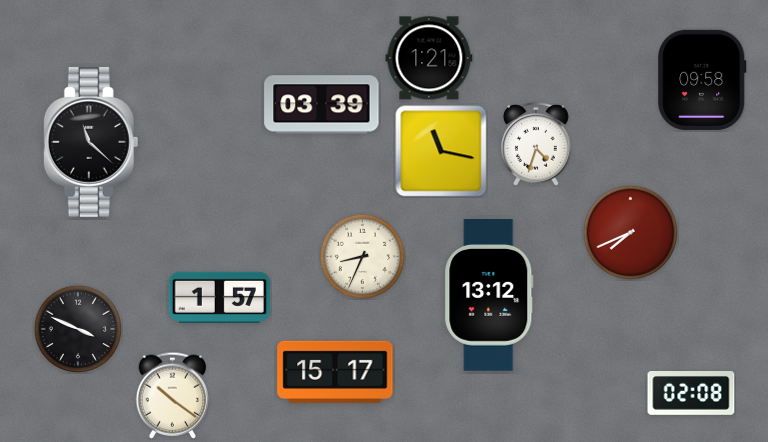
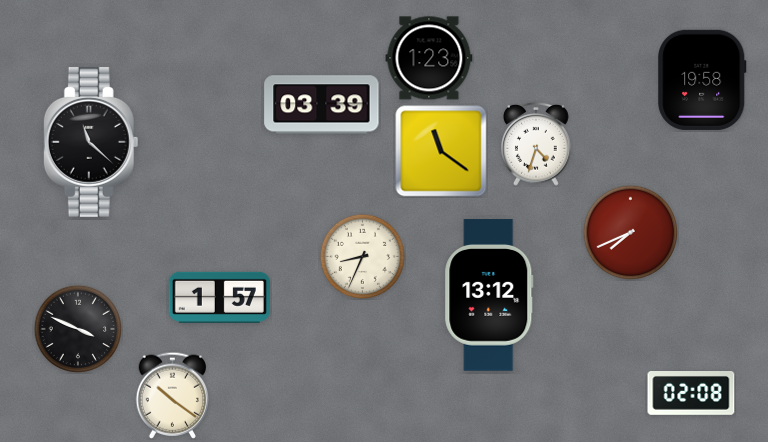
clock at (429, 58): 1:21 -> 1:23
clock at (702, 80): 09:58 -> 19:58
clock at (441, 151): 11:17 -> 11:21
clock at (335, 372): 15:17 -> none
